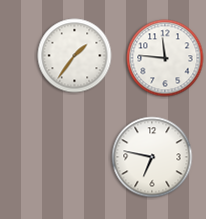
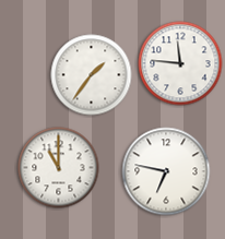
clock at (75, 56) position: (75, 56) -> (92, 75)
clock at (59, 168): none -> 11:00
